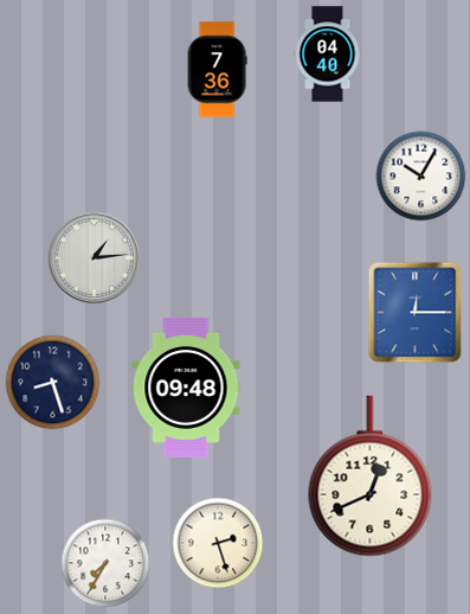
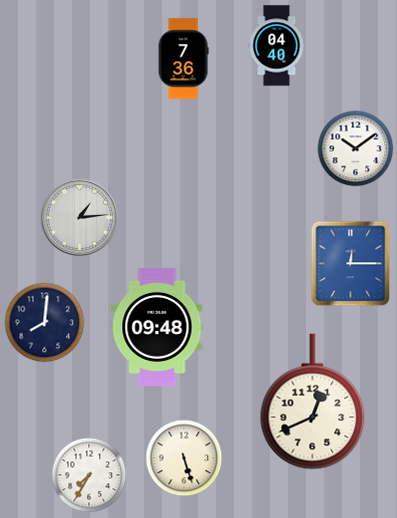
clock at (421, 177): 10:05 -> 10:09
clock at (53, 383): 8:27 -> 8:01
clock at (218, 543): 2:27 -> 5:27
